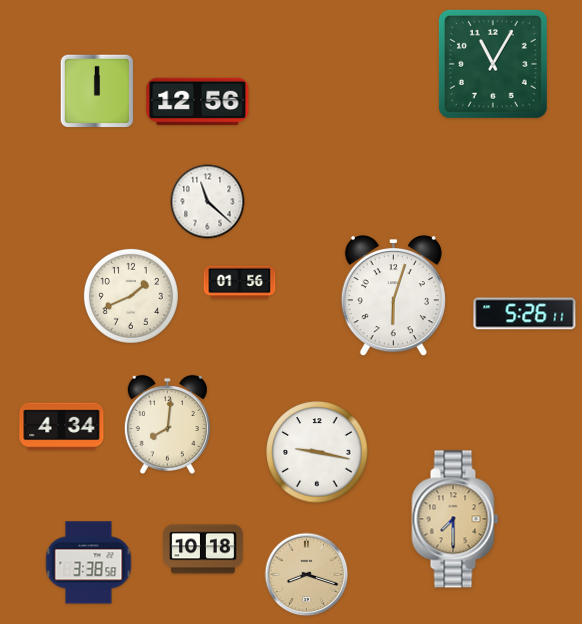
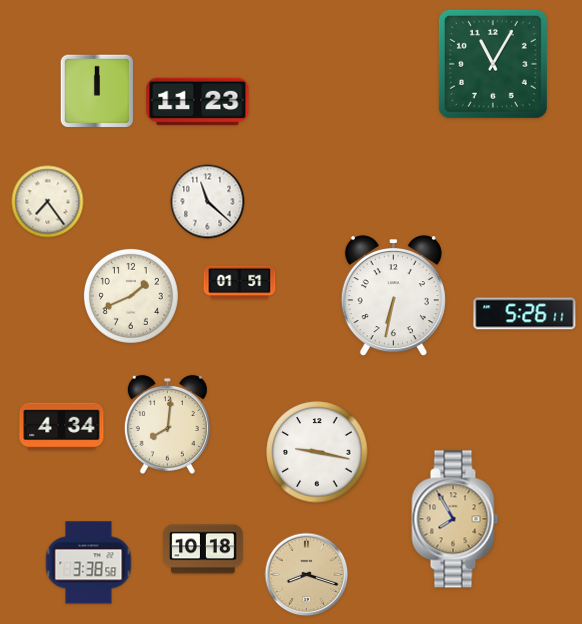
clock at (198, 102): 12:56 -> 11:23
clock at (48, 202): none -> 7:24
clock at (240, 283): 01:56 -> 01:51
clock at (393, 297): 6:03 -> 6:32
clock at (455, 519): 7:30 -> 7:55
